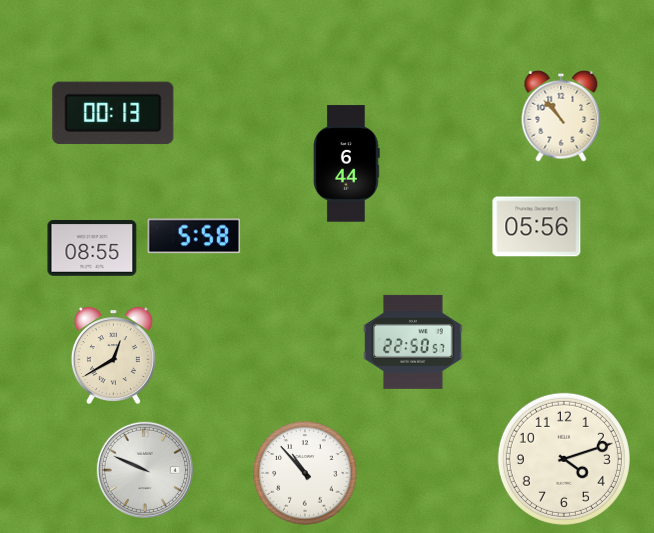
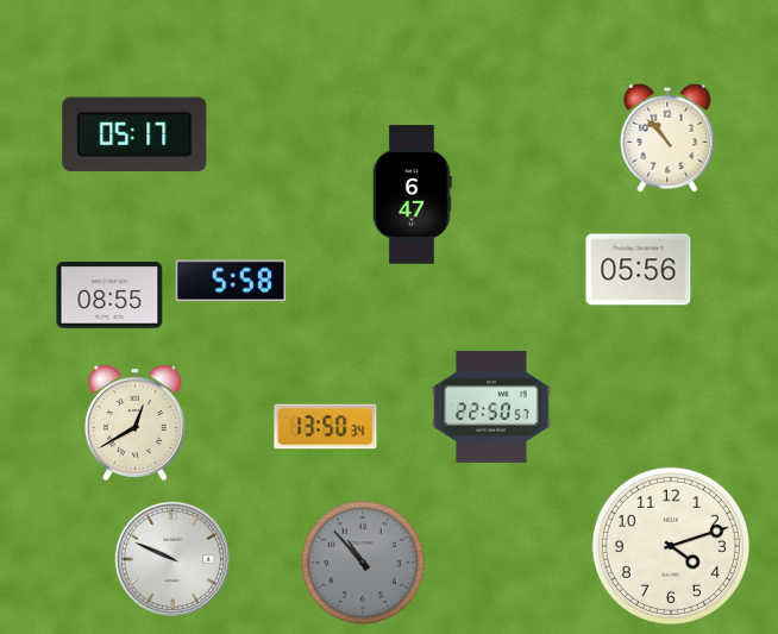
clock at (113, 113): 00:13 -> 05:17
clock at (347, 164): 6:44 -> 6:47
clock at (326, 427): none -> 13:50
clock at (305, 473) dial: white -> grey
